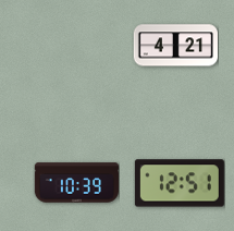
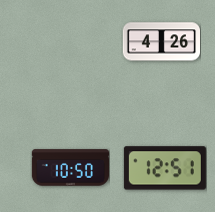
clock at (175, 46): 4:21 -> 4:26
clock at (76, 183): 10:39 -> 10:50
